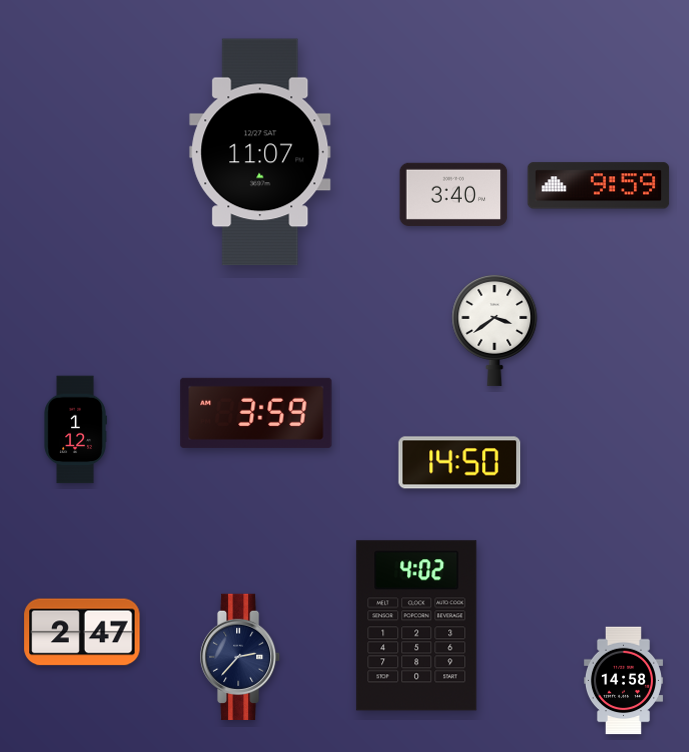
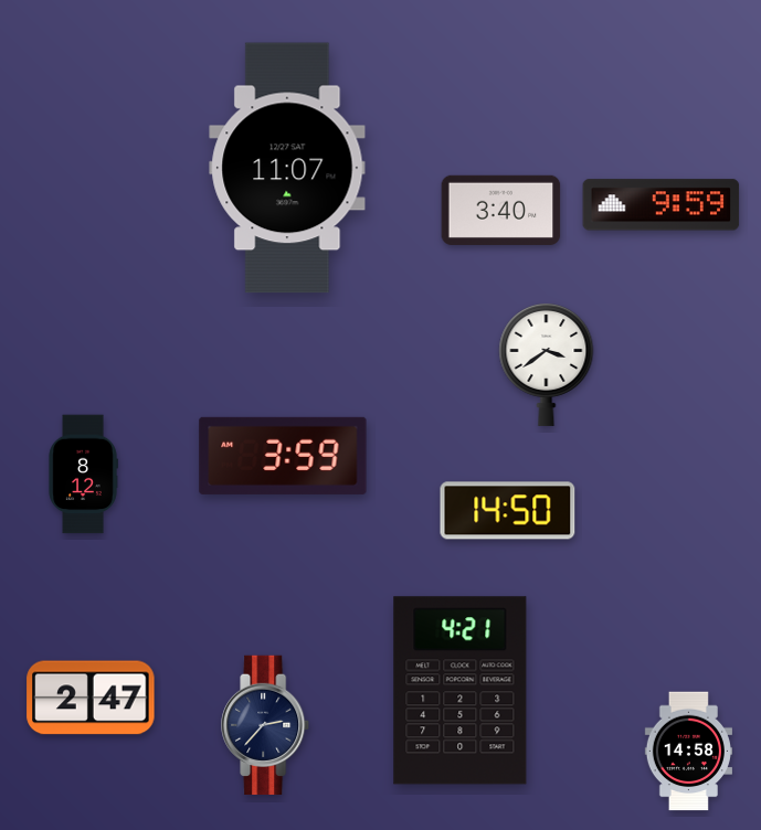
clock at (454, 194) position: (454, 194) -> (501, 210)
clock at (75, 430): 1:12 -> 8:12
clock at (417, 626): 4:02 -> 4:21
